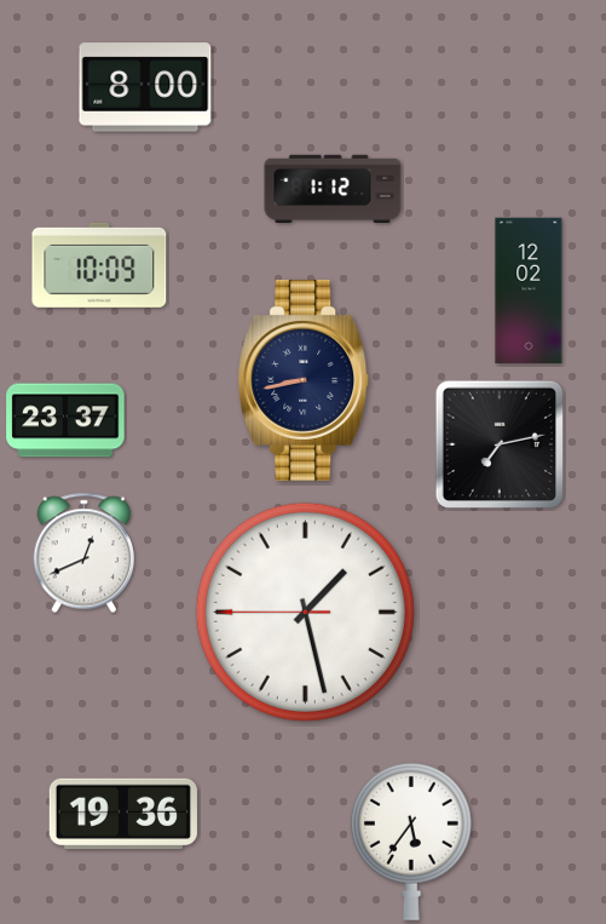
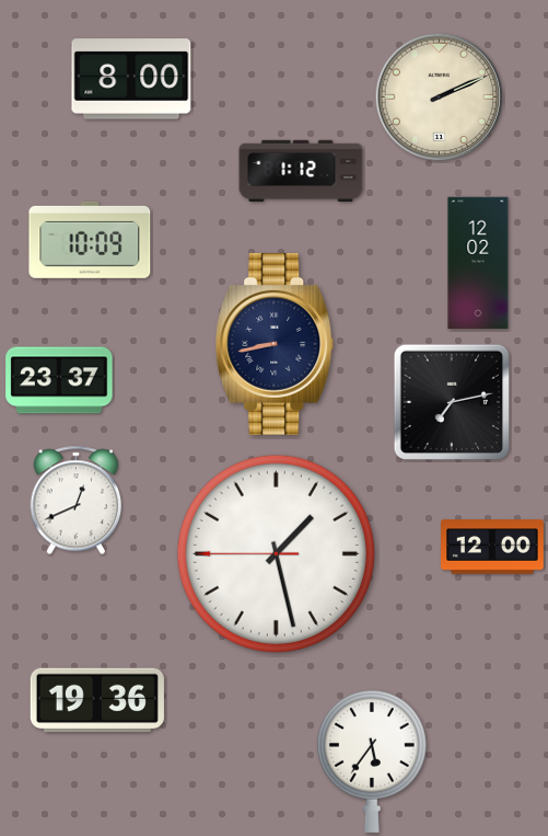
clock at (440, 98): none -> 2:11
clock at (492, 547): none -> 12:00
clock at (123, 814) position: (123, 814) -> (97, 700)
